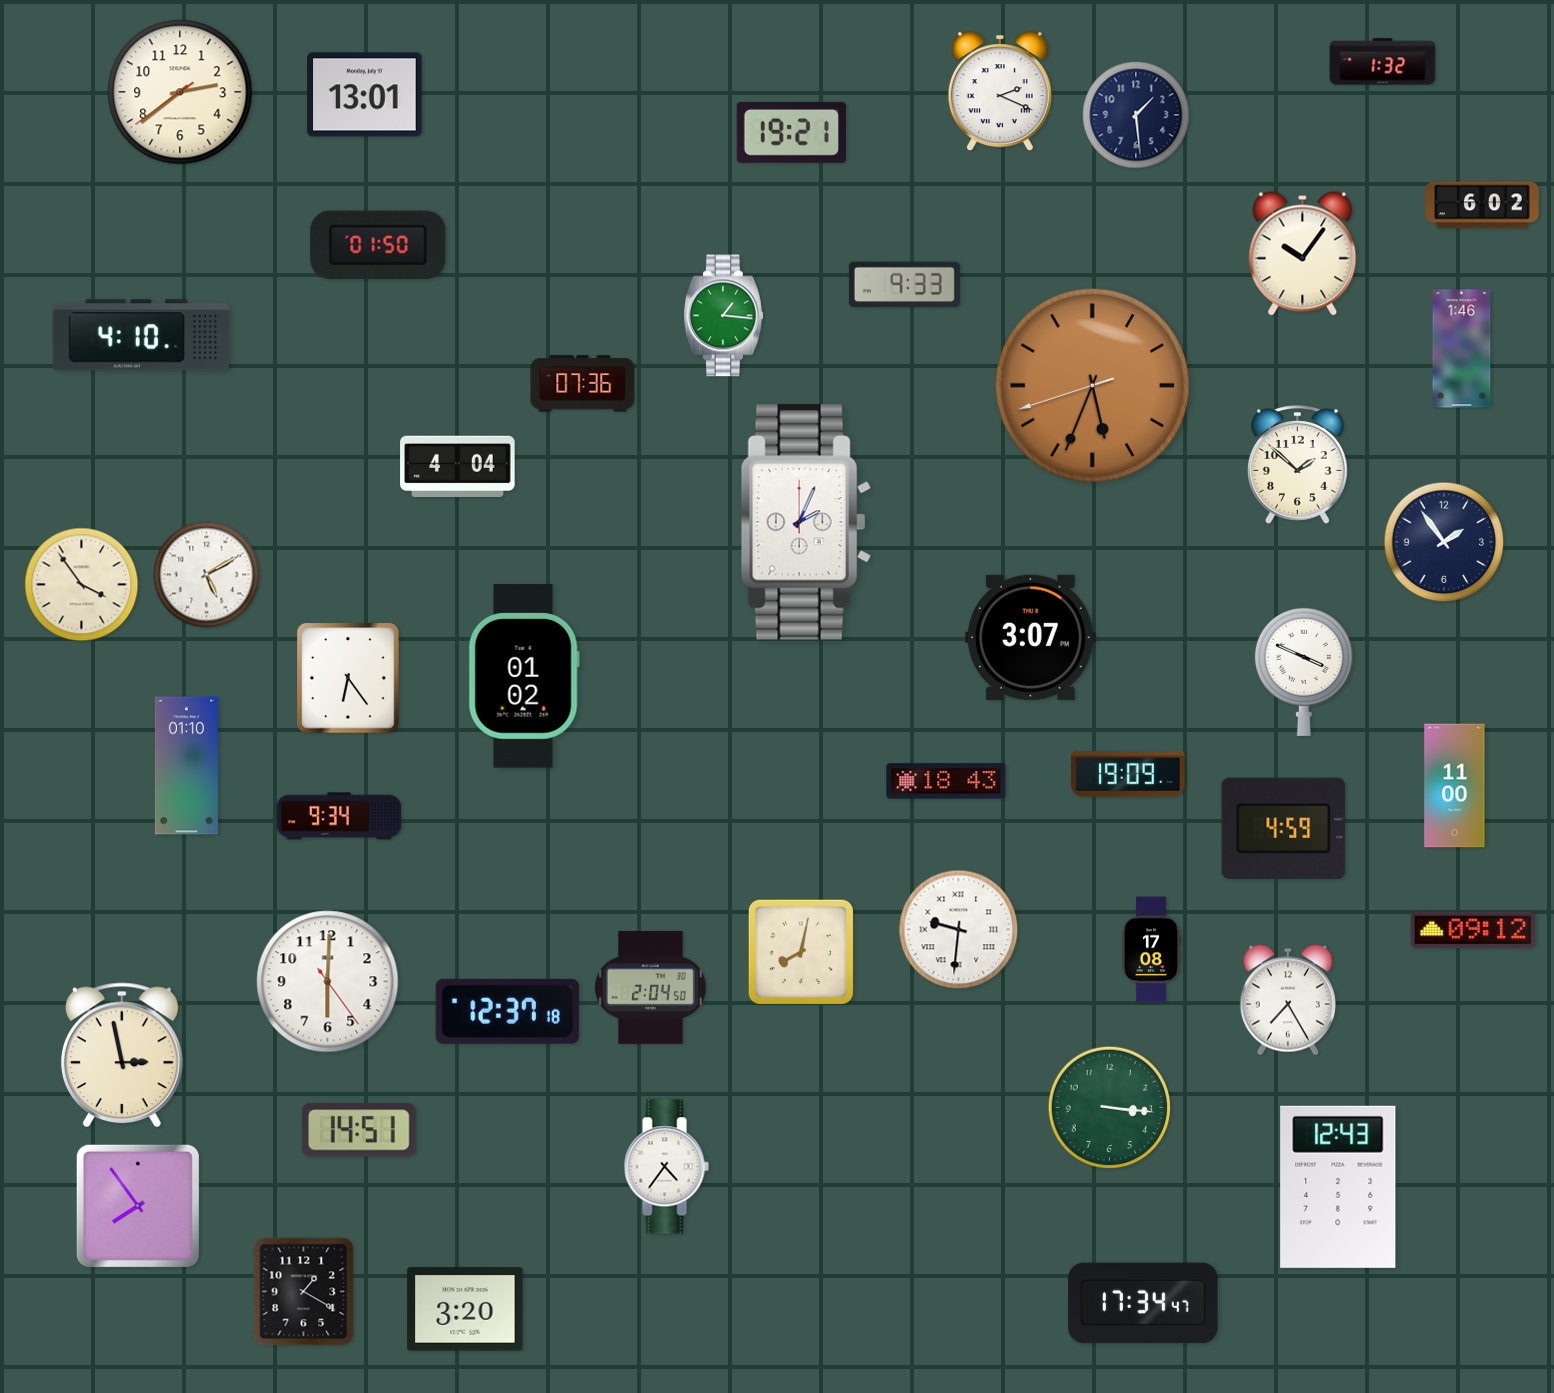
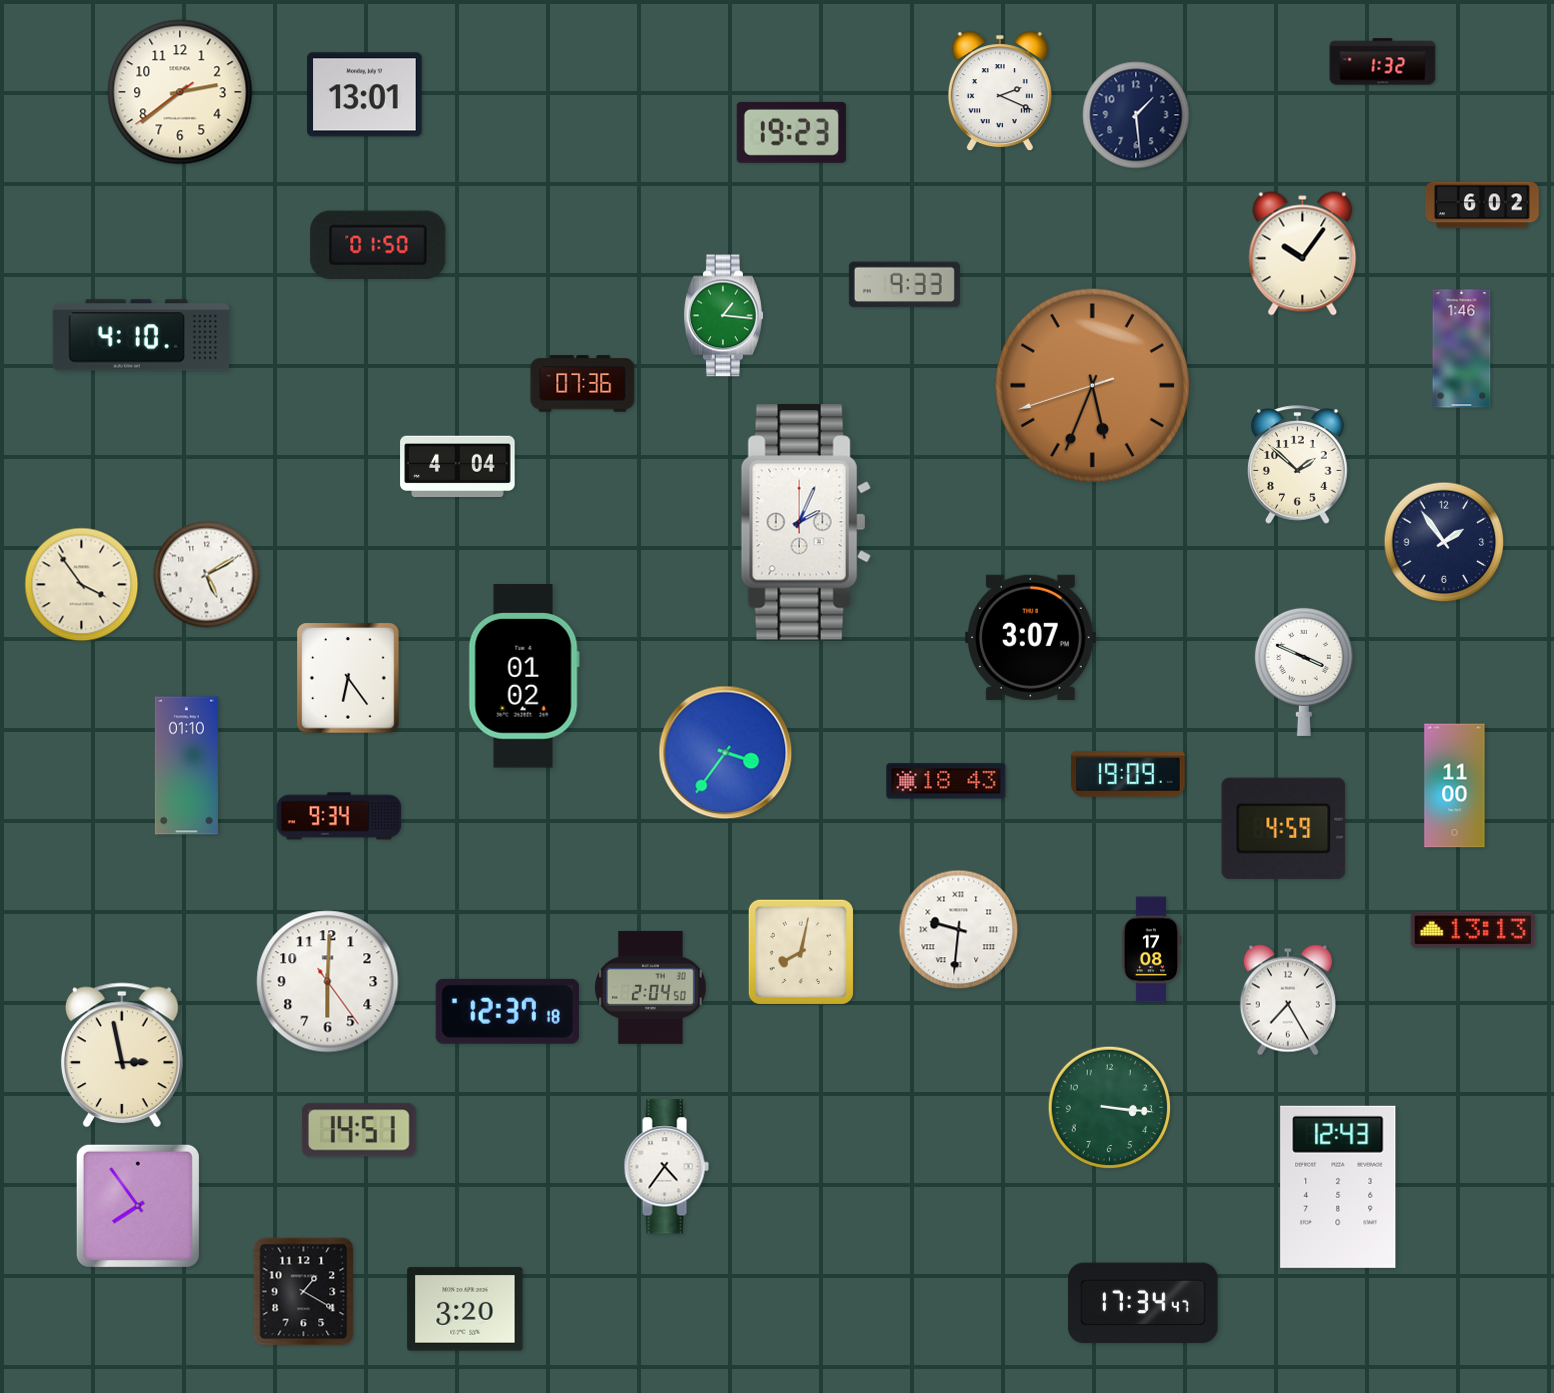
clock at (791, 132): 19:21 -> 19:23
clock at (726, 753): none -> 3:36
clock at (1473, 930): 09:12 -> 13:13
